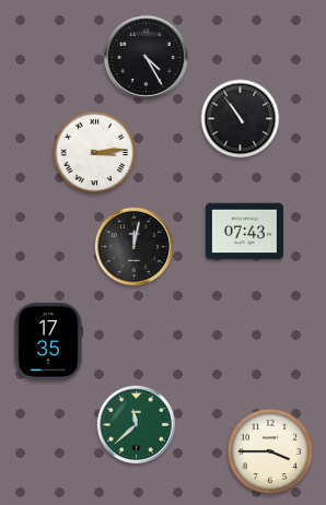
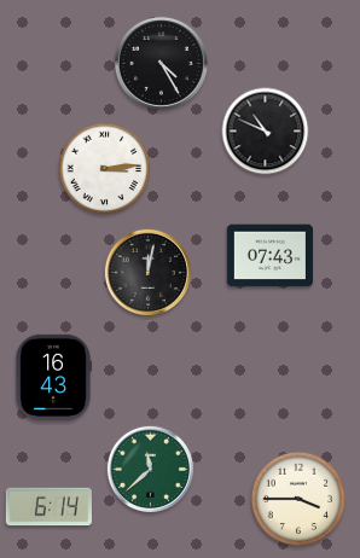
clock at (241, 119): 10:54 -> 10:49
clock at (48, 341): 17:35 -> 16:43
clock at (48, 507): none -> 6:14
